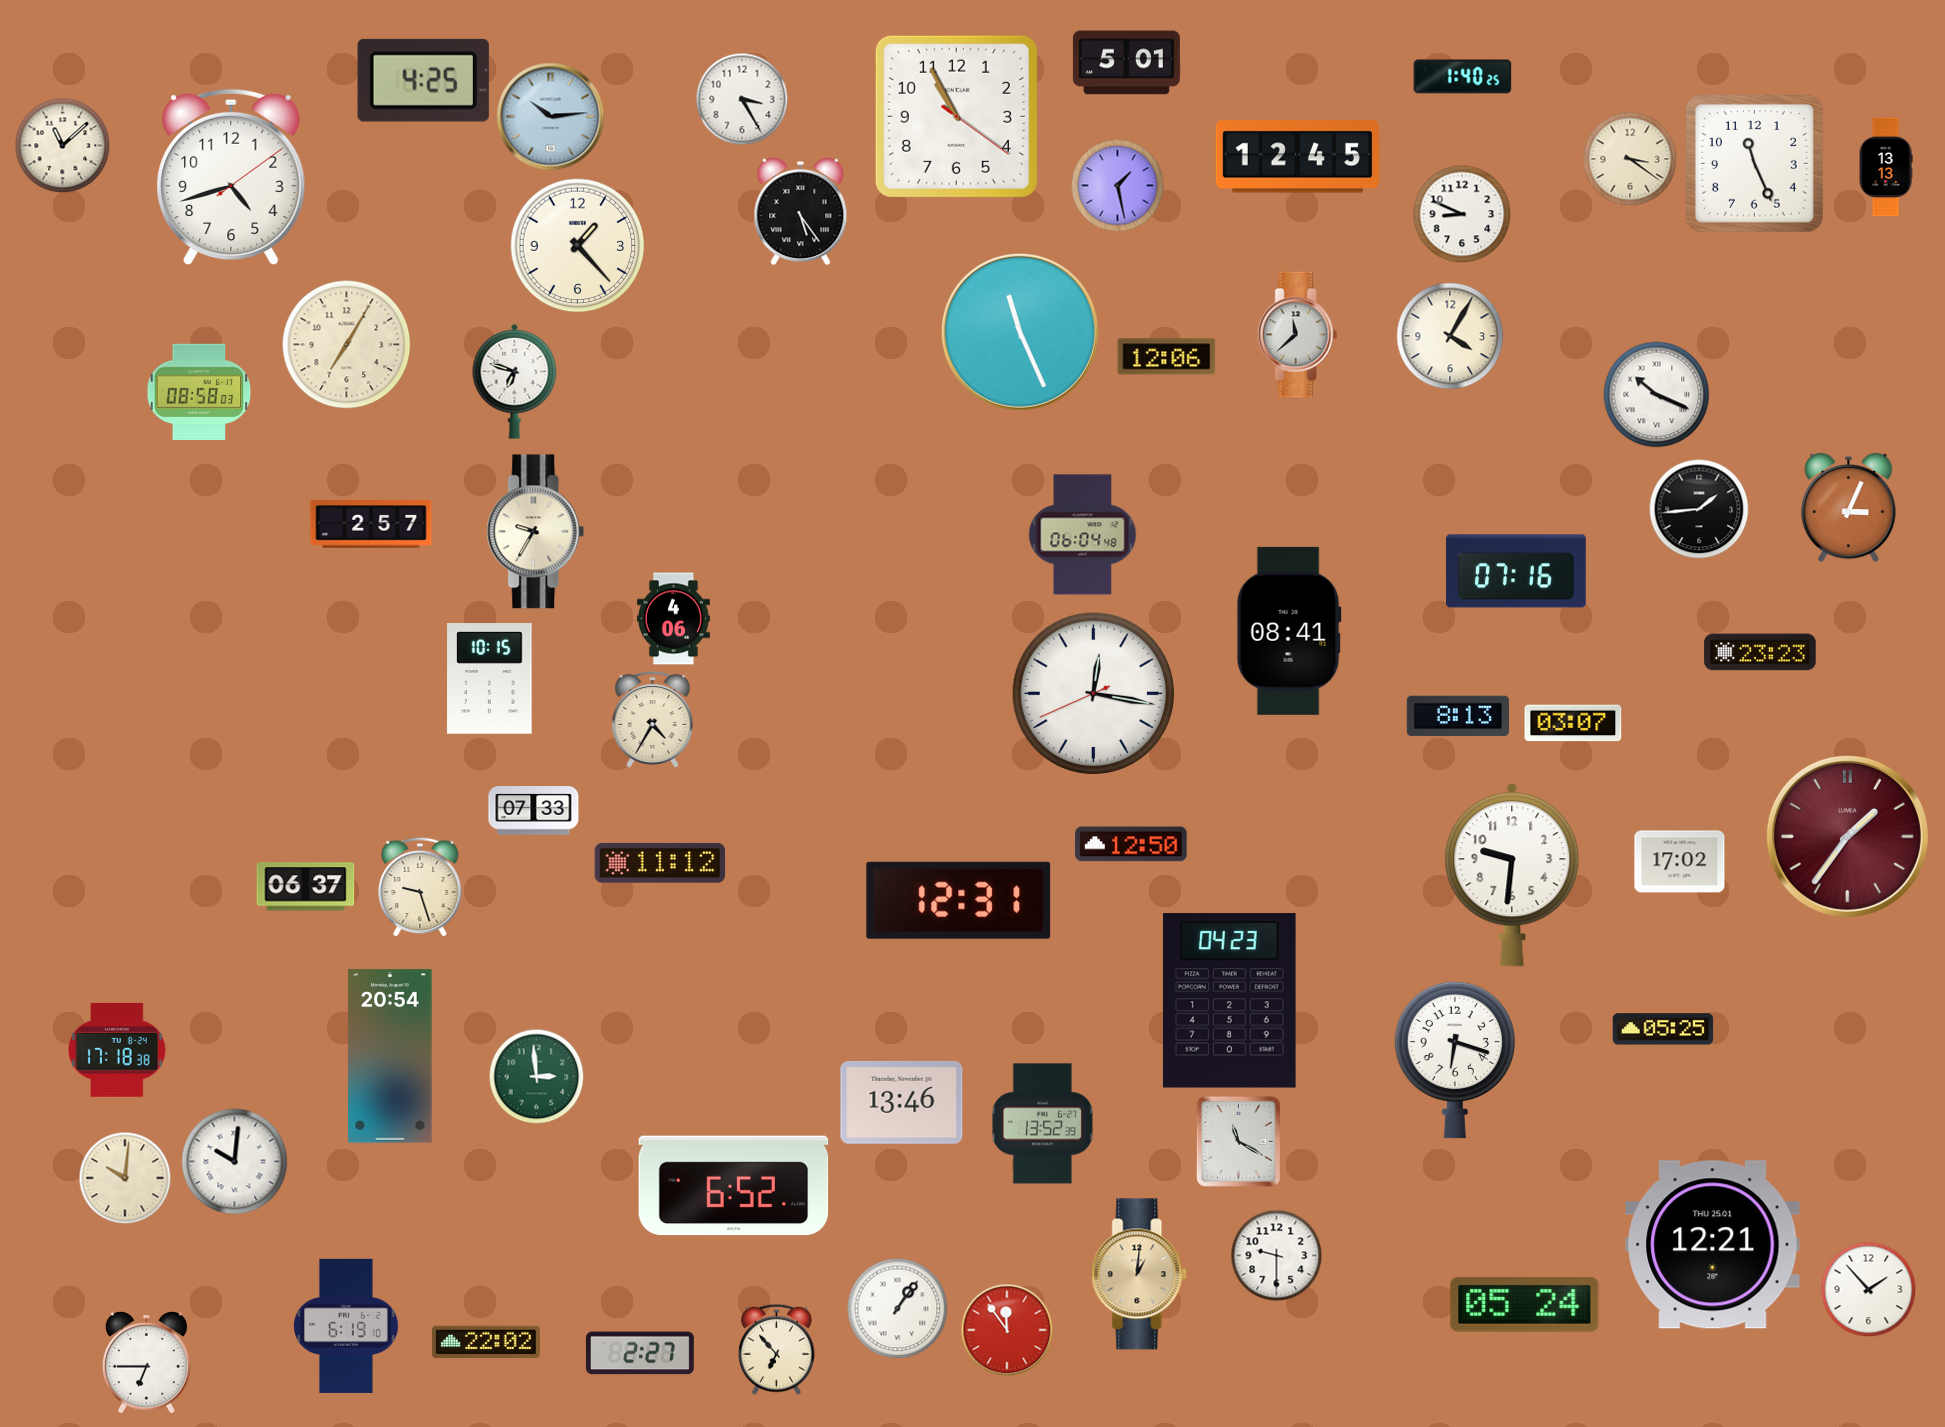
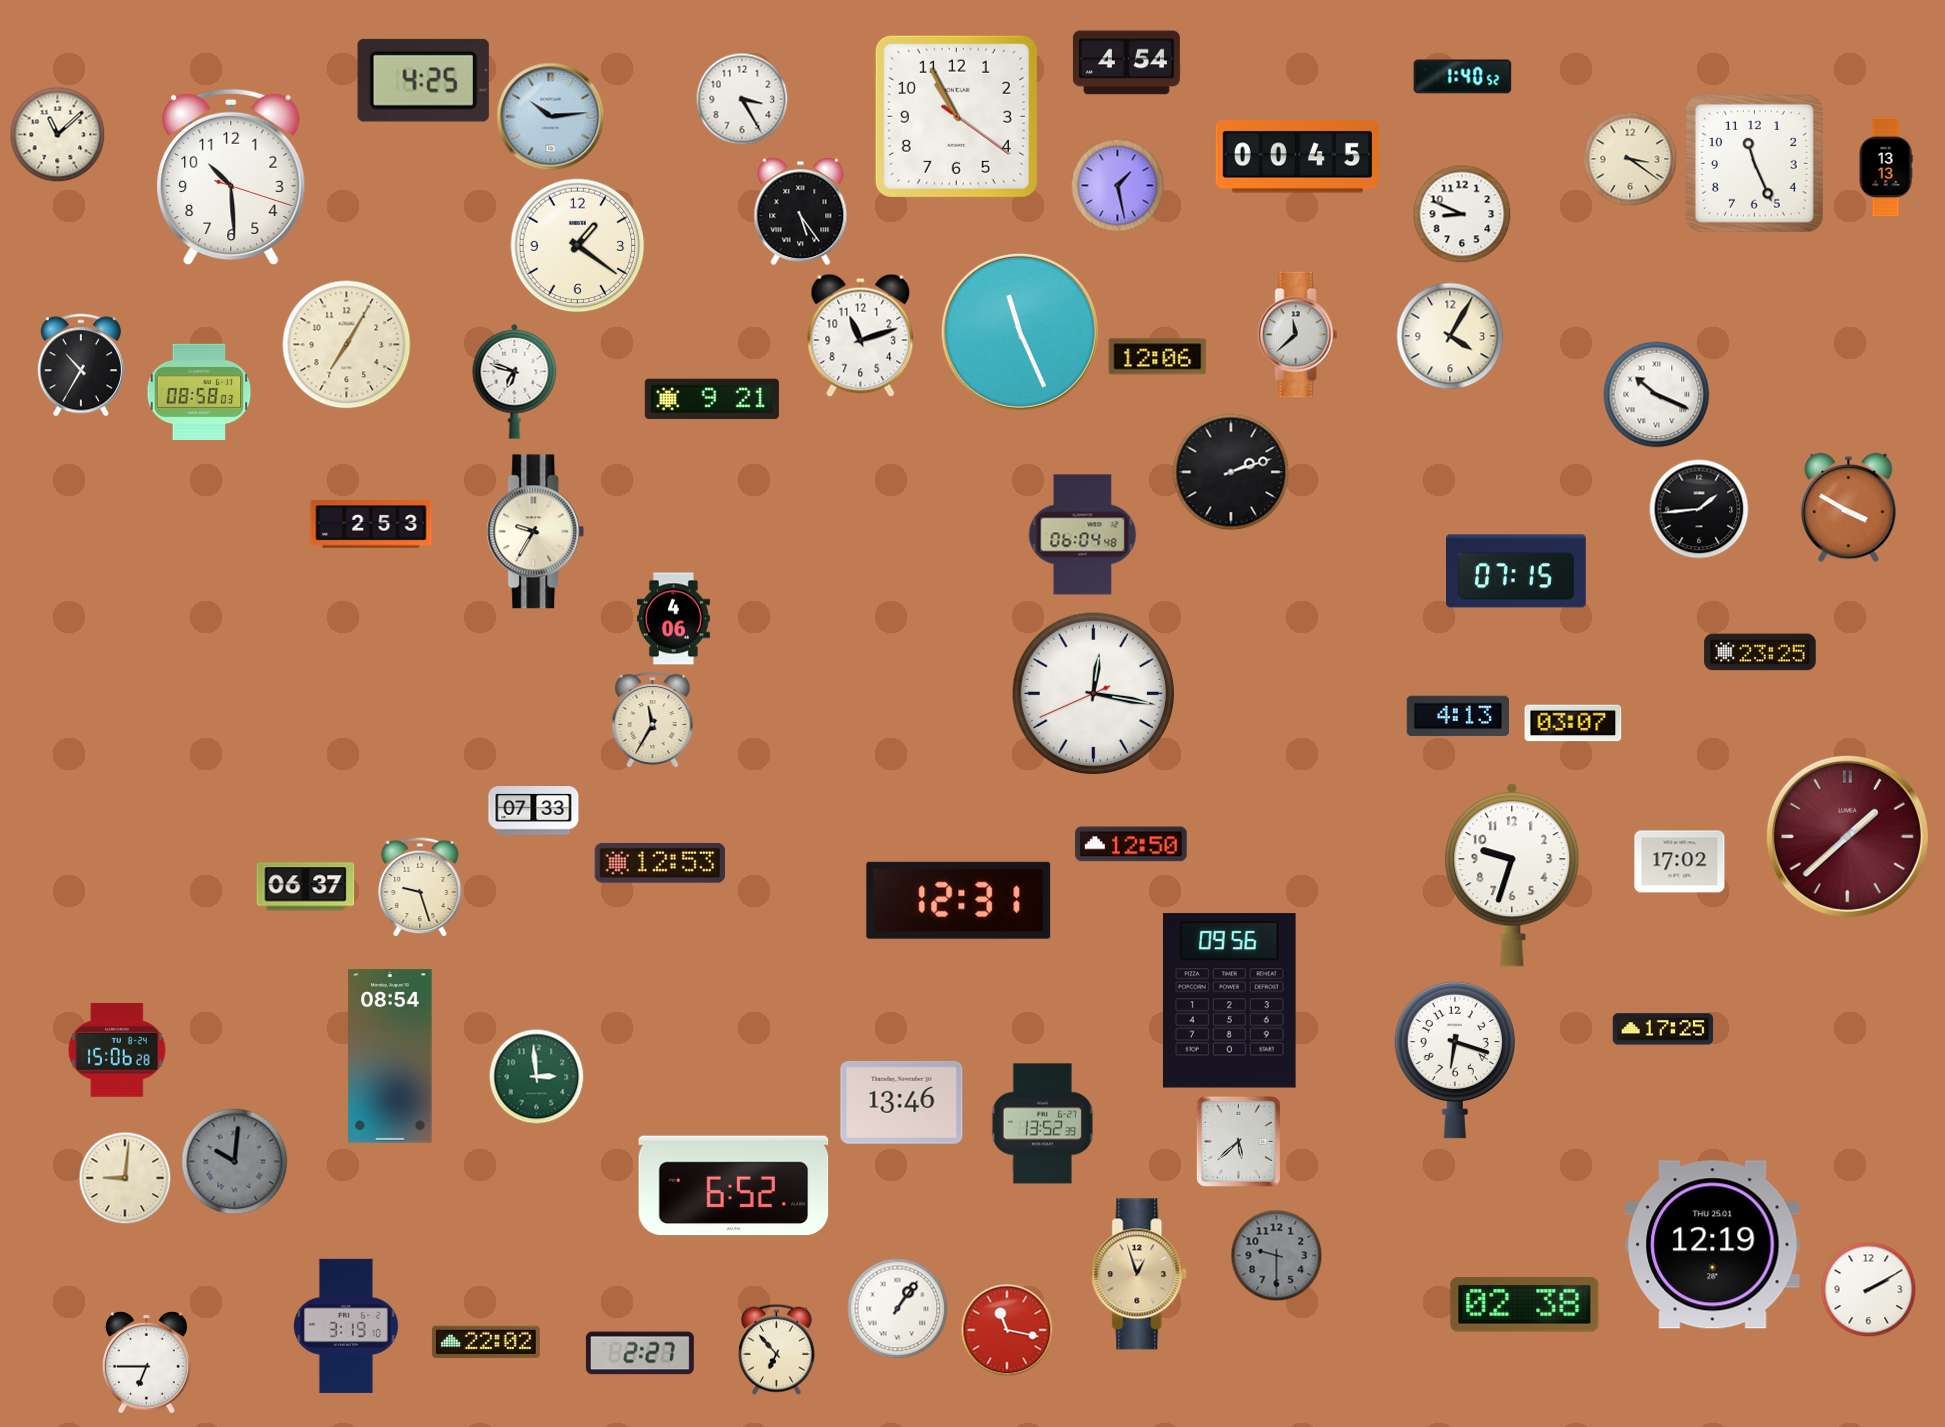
clock at (1126, 63): 5:01 -> 4:54
clock at (1463, 77): 1:40:25 -> 1:40:52
clock at (63, 146) position: (63, 146) -> (58, 135)
clock at (1297, 157): 12:45 -> 00:45
clock at (231, 177): 4:42 -> 10:29
clock at (578, 246): 1:23 -> 1:21
clock at (861, 335): none -> 11:12
clock at (1167, 357) position: (1167, 357) -> (1158, 357)
clock at (81, 365): none -> 10:35
clock at (712, 398): none -> 9:21
clock at (1231, 472): none -> 2:12
clock at (1849, 508): 3:04 -> 3:50
clock at (371, 524): 2:57 -> 2:53
clock at (1517, 571): 07:16 -> 07:15
clock at (1289, 631): 08:41 -> none
clock at (1760, 652): 23:23 -> 23:25
clock at (490, 679): 10:15 -> none
clock at (1457, 716): 8:13 -> 4:13
clock at (653, 720): 4:35 -> 11:35
clock at (1847, 836): 1:36 -> 1:38
clock at (660, 863): 11:12 -> 12:53
clock at (1512, 875): 9:31 -> 9:33
clock at (1229, 1001): 04:23 -> 09:56
clock at (1663, 1029): 05:25 -> 17:25
clock at (117, 1050): 17:18 -> 15:06
clock at (390, 1056): 20:54 -> 08:54
clock at (1238, 1141): 11:20 -> 5:38
clock at (235, 1162) dial: white -> grey
clock at (125, 1178): 10:01 -> 9:01
clock at (1713, 1245): 12:21 -> 12:19
clock at (1277, 1256) dial: white -> grey
clock at (1140, 1274): 1:01 -> 12:57
clock at (1869, 1290): 1:53 -> 2:10
clock at (1525, 1305): 05:24 -> 02:38
clock at (346, 1326): 6:19 -> 3:19
clock at (1007, 1330): 11:54 -> 11:17
